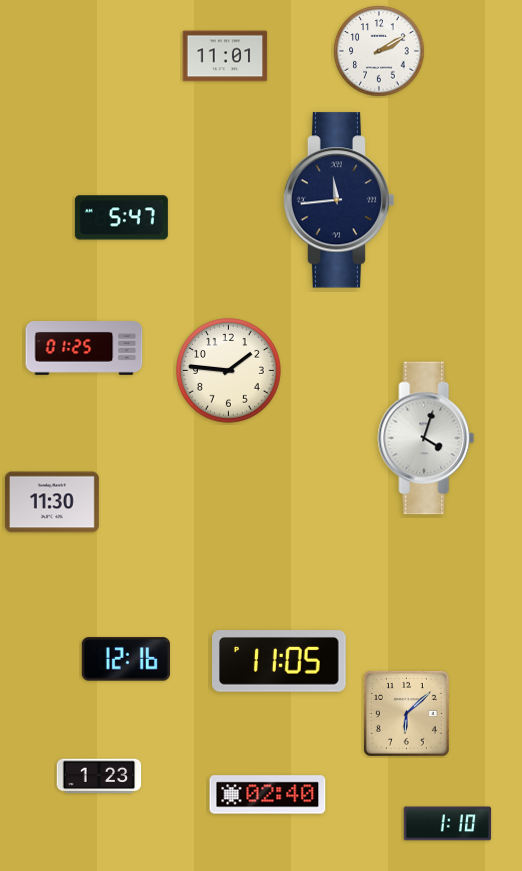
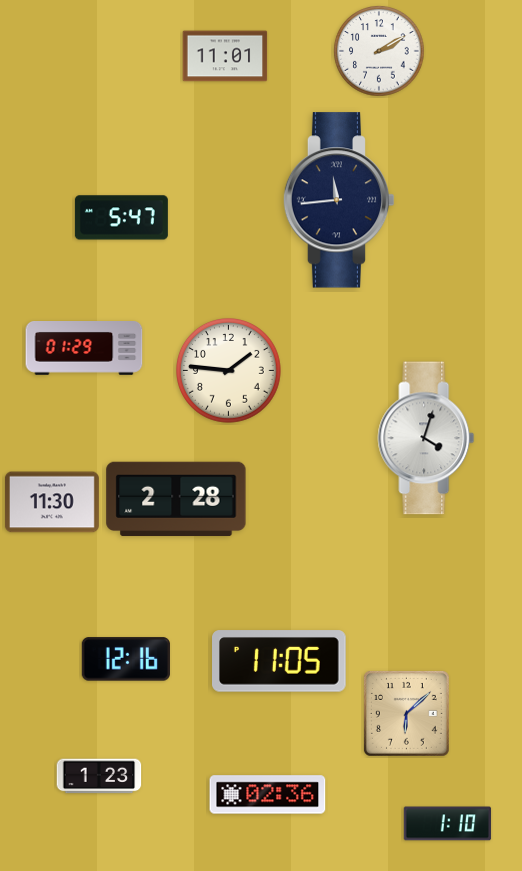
clock at (84, 348): 01:25 -> 01:29
clock at (176, 499): none -> 2:28
clock at (268, 795): 02:40 -> 02:36
